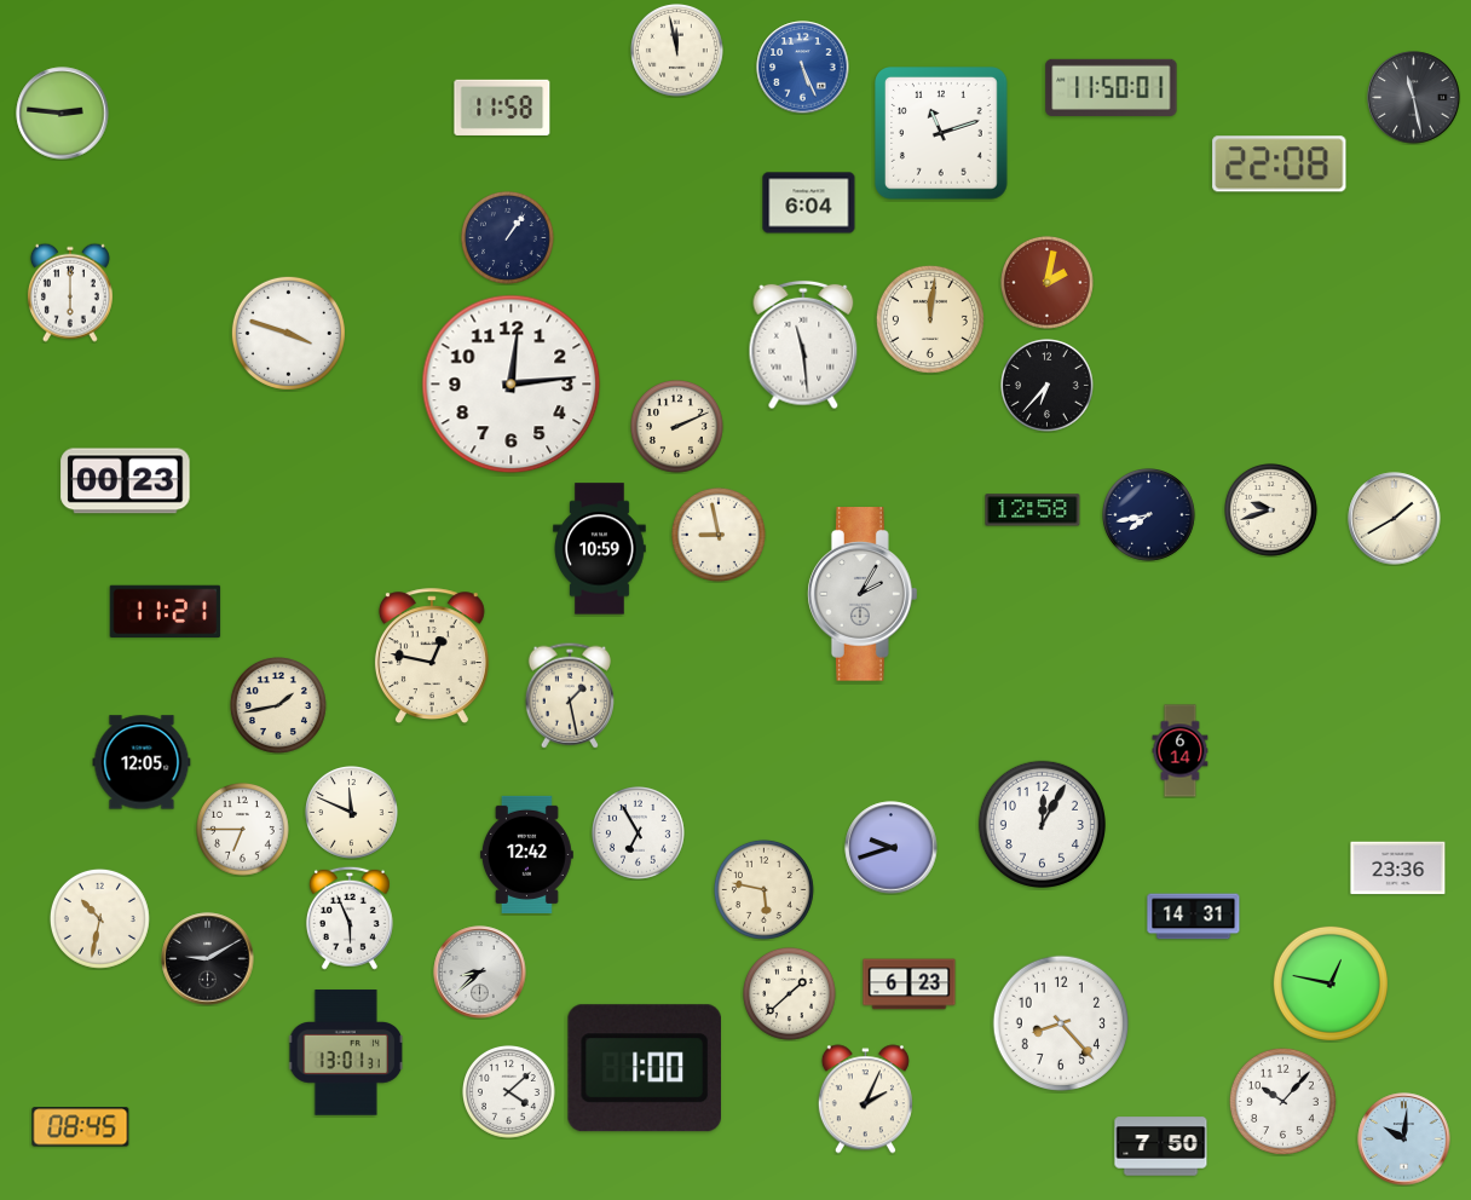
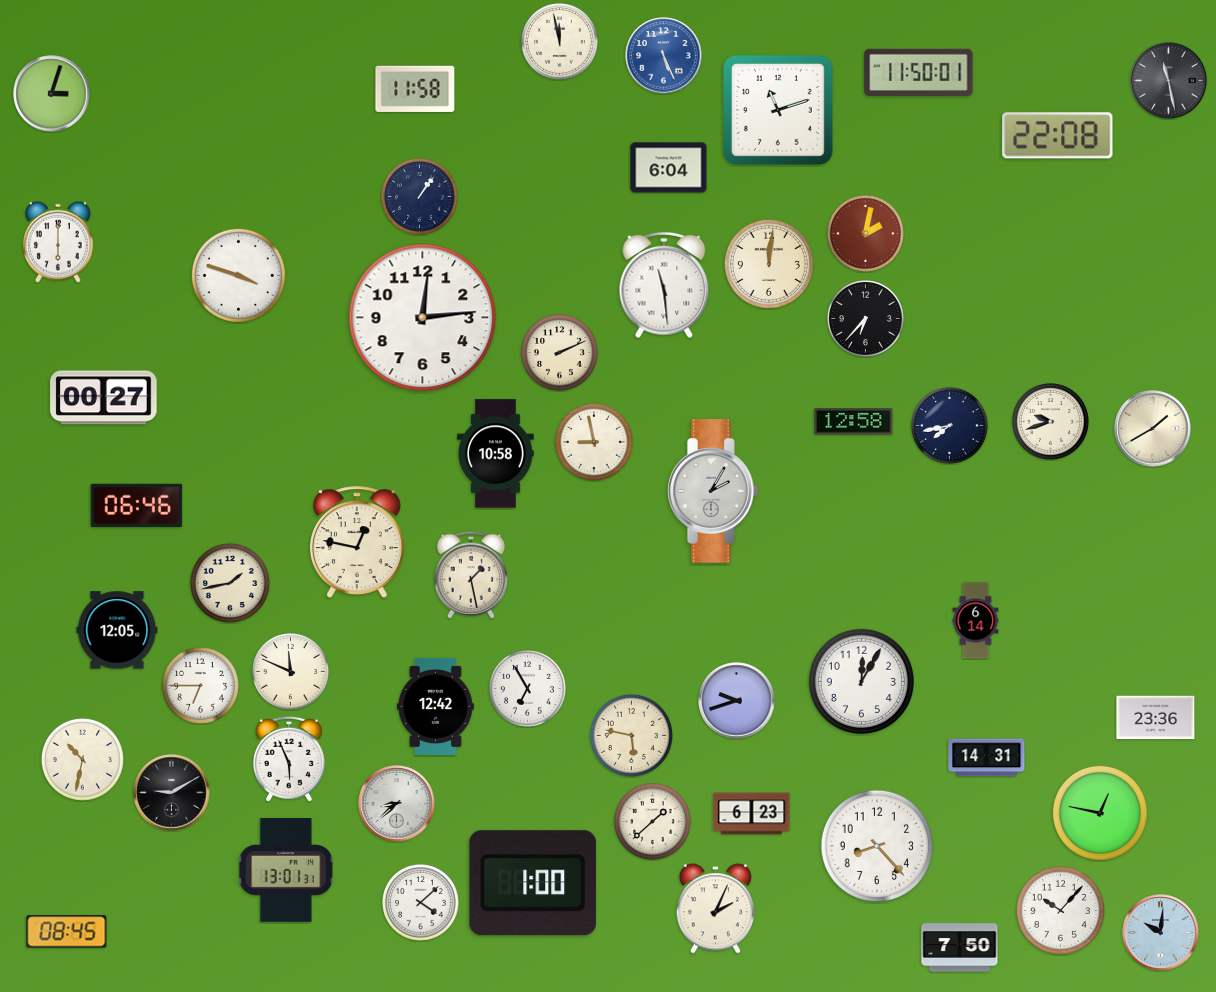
clock at (63, 114): 2:46 -> 3:03
clock at (126, 481): 00:23 -> 00:27
clock at (600, 549): 10:59 -> 10:58
clock at (166, 611): 11:21 -> 06:46
clock at (1404, 1140) position: (1404, 1140) -> (1161, 933)
